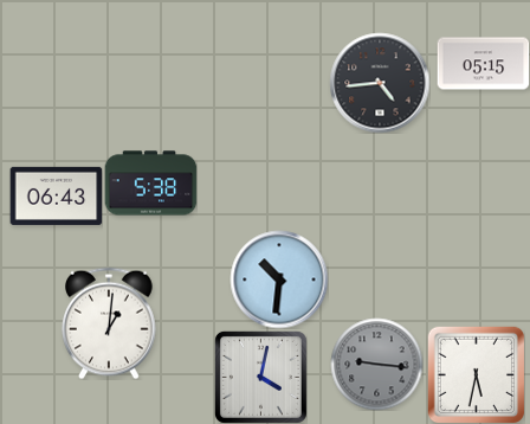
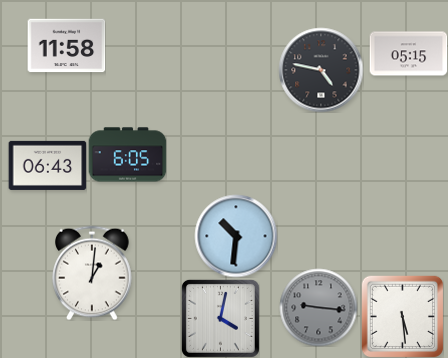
clock at (66, 46): none -> 11:58
clock at (380, 83): 4:44 -> 4:47
clock at (150, 184): 5:38 -> 6:05
clock at (476, 374): 5:32 -> 5:29
